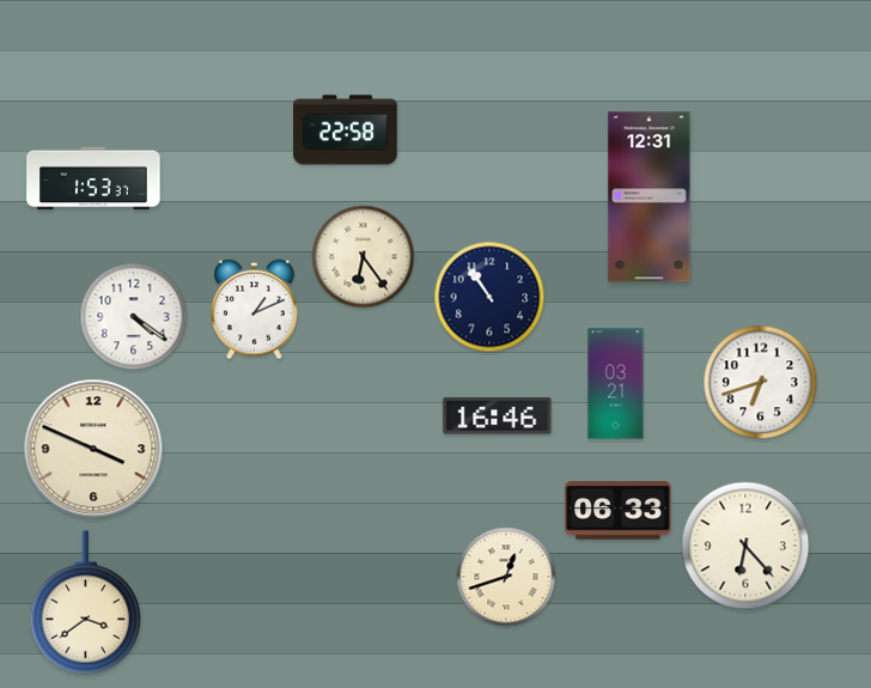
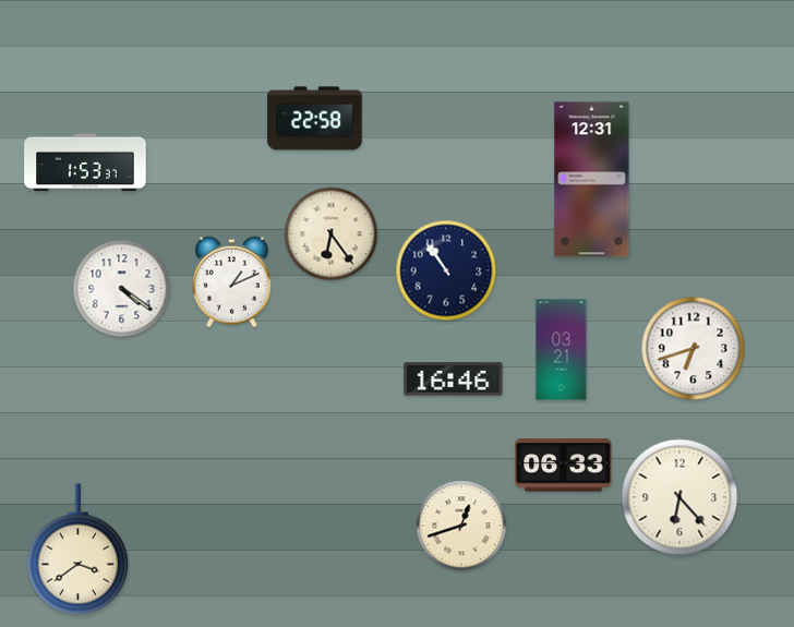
clock at (93, 449): 3:49 -> none
